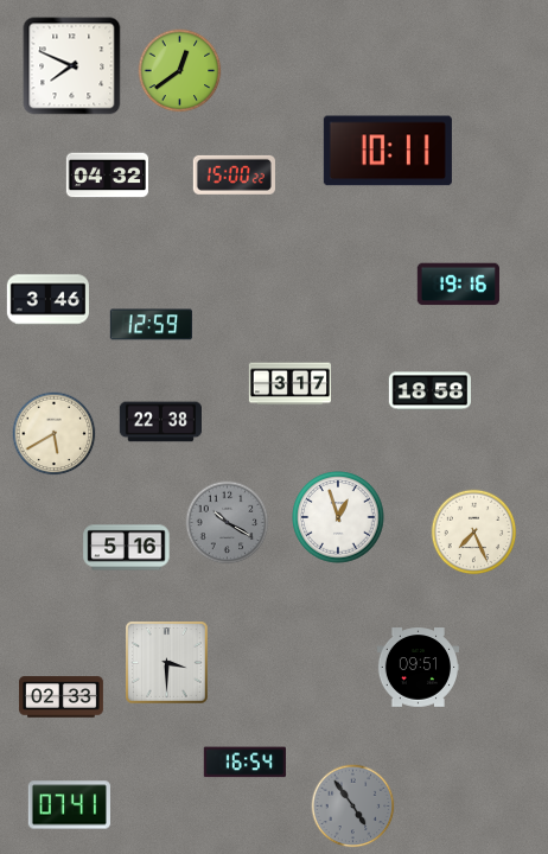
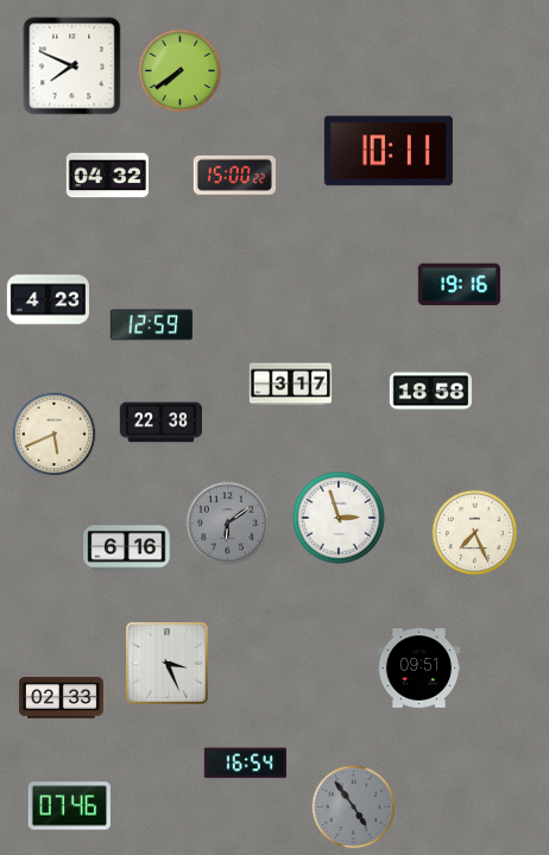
clock at (180, 71): 12:39 -> 7:39
clock at (47, 300): 3:46 -> 4:23
clock at (55, 434): 5:40 -> 5:41
clock at (338, 517): 12:57 -> 2:57
clock at (228, 523): 10:20 -> 6:09
clock at (127, 548): 5:16 -> 6:16
clock at (167, 663): 3:30 -> 3:26
clock at (69, 805): 07:41 -> 07:46
